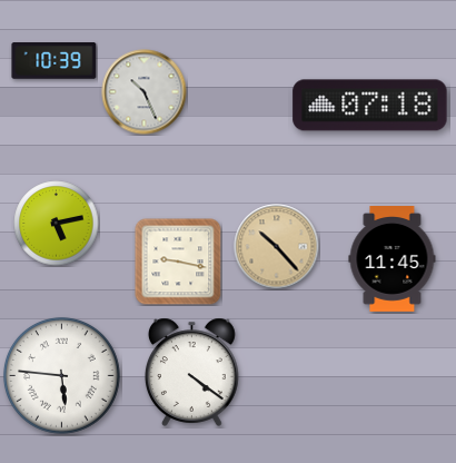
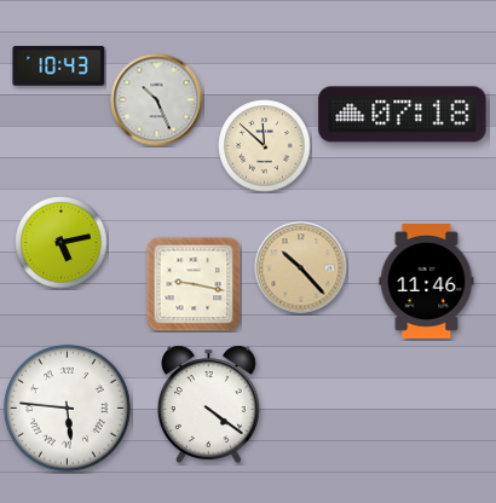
clock at (54, 61): 10:39 -> 10:43
clock at (265, 146): none -> 11:52
clock at (393, 259): 11:45 -> 11:46
